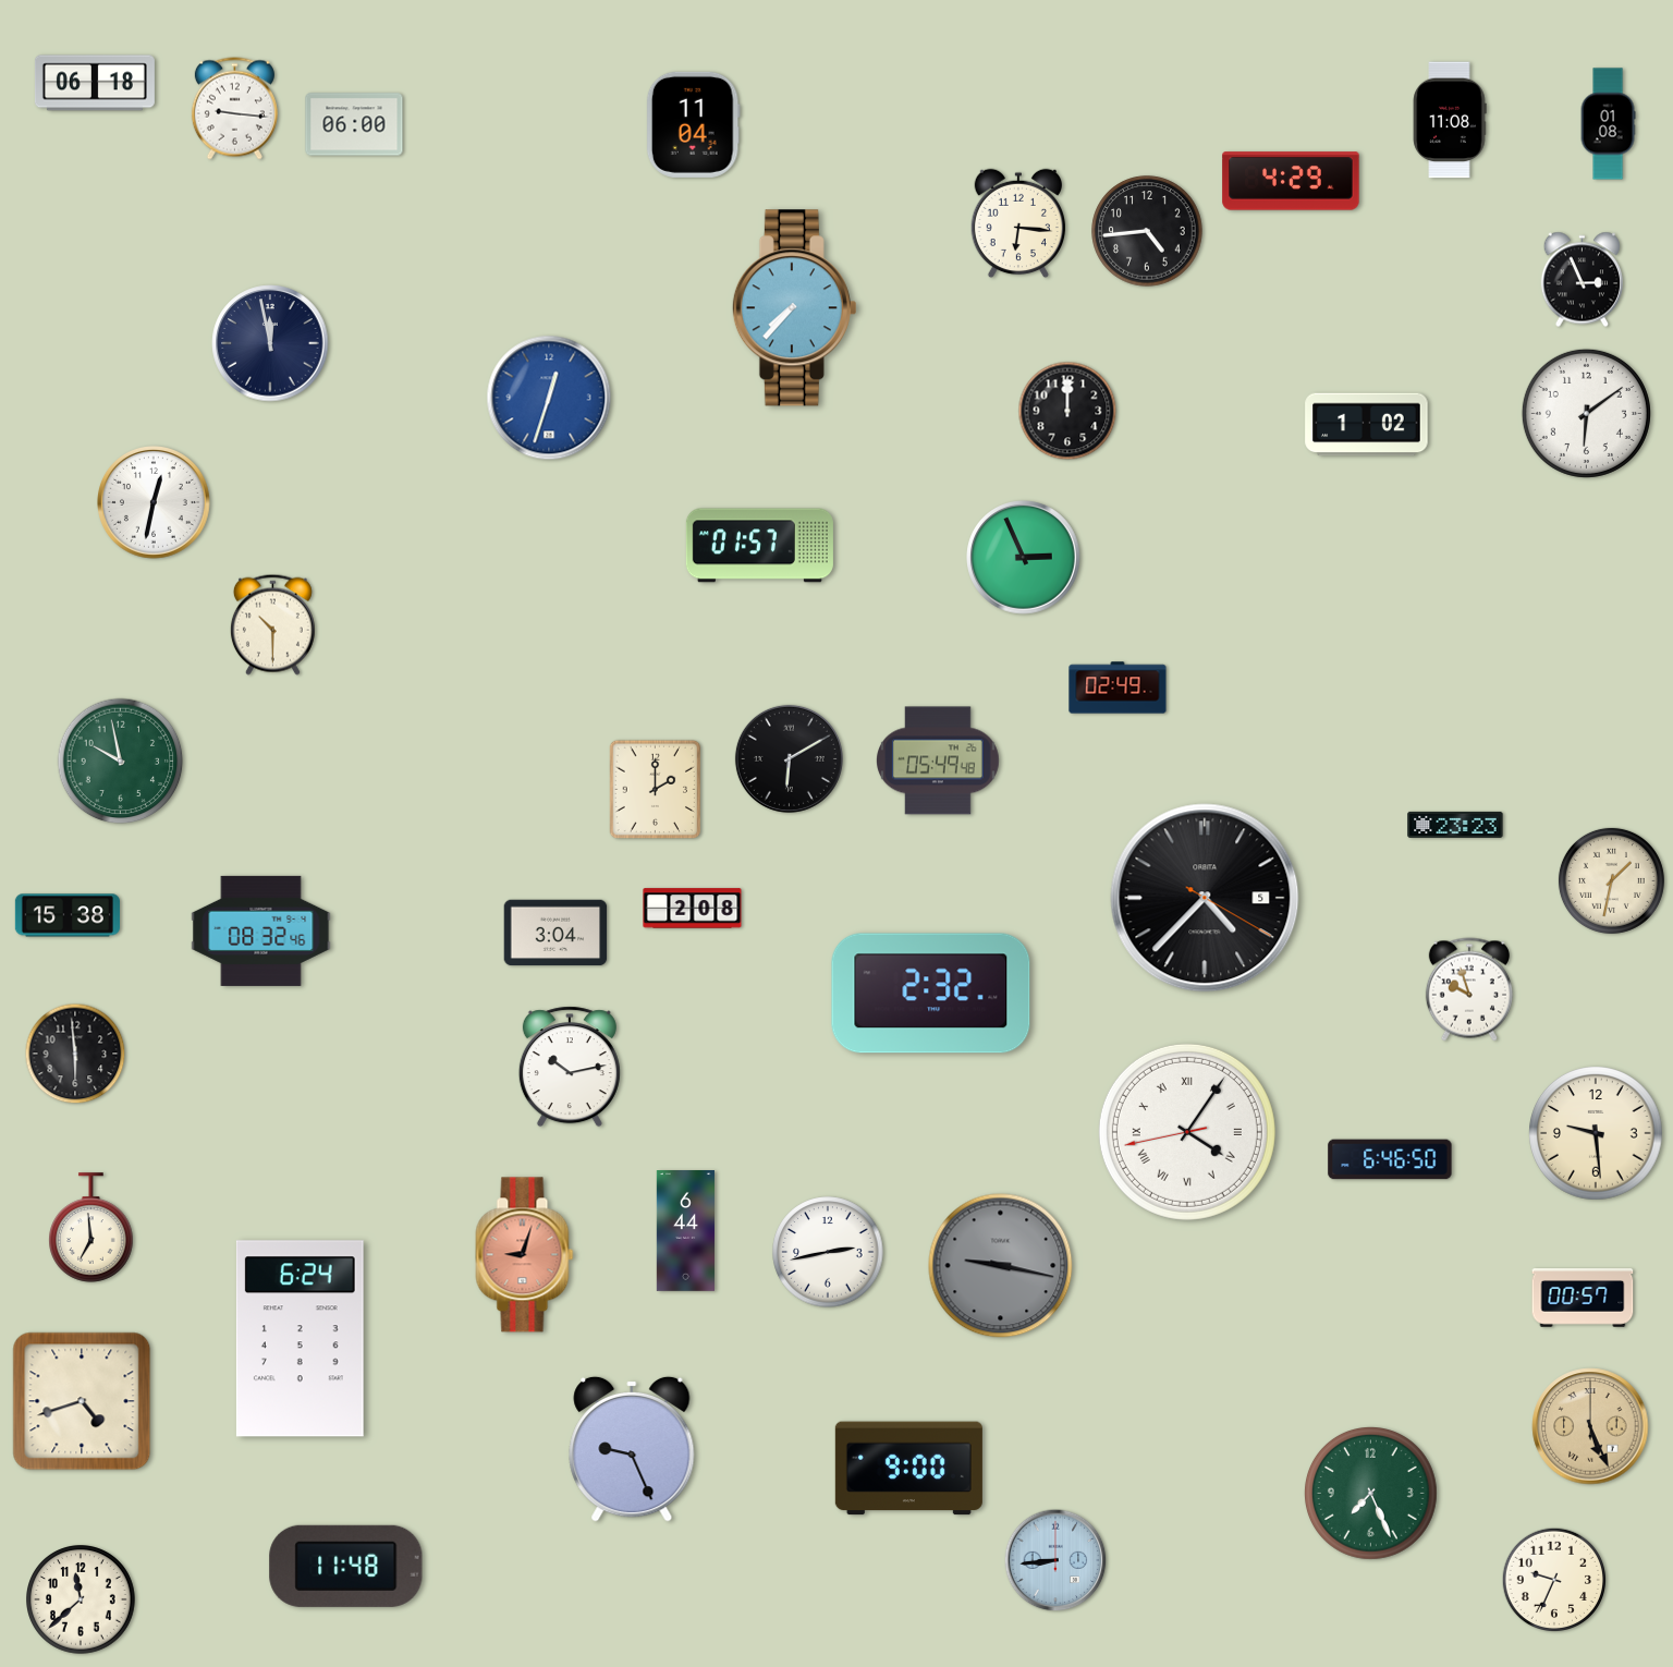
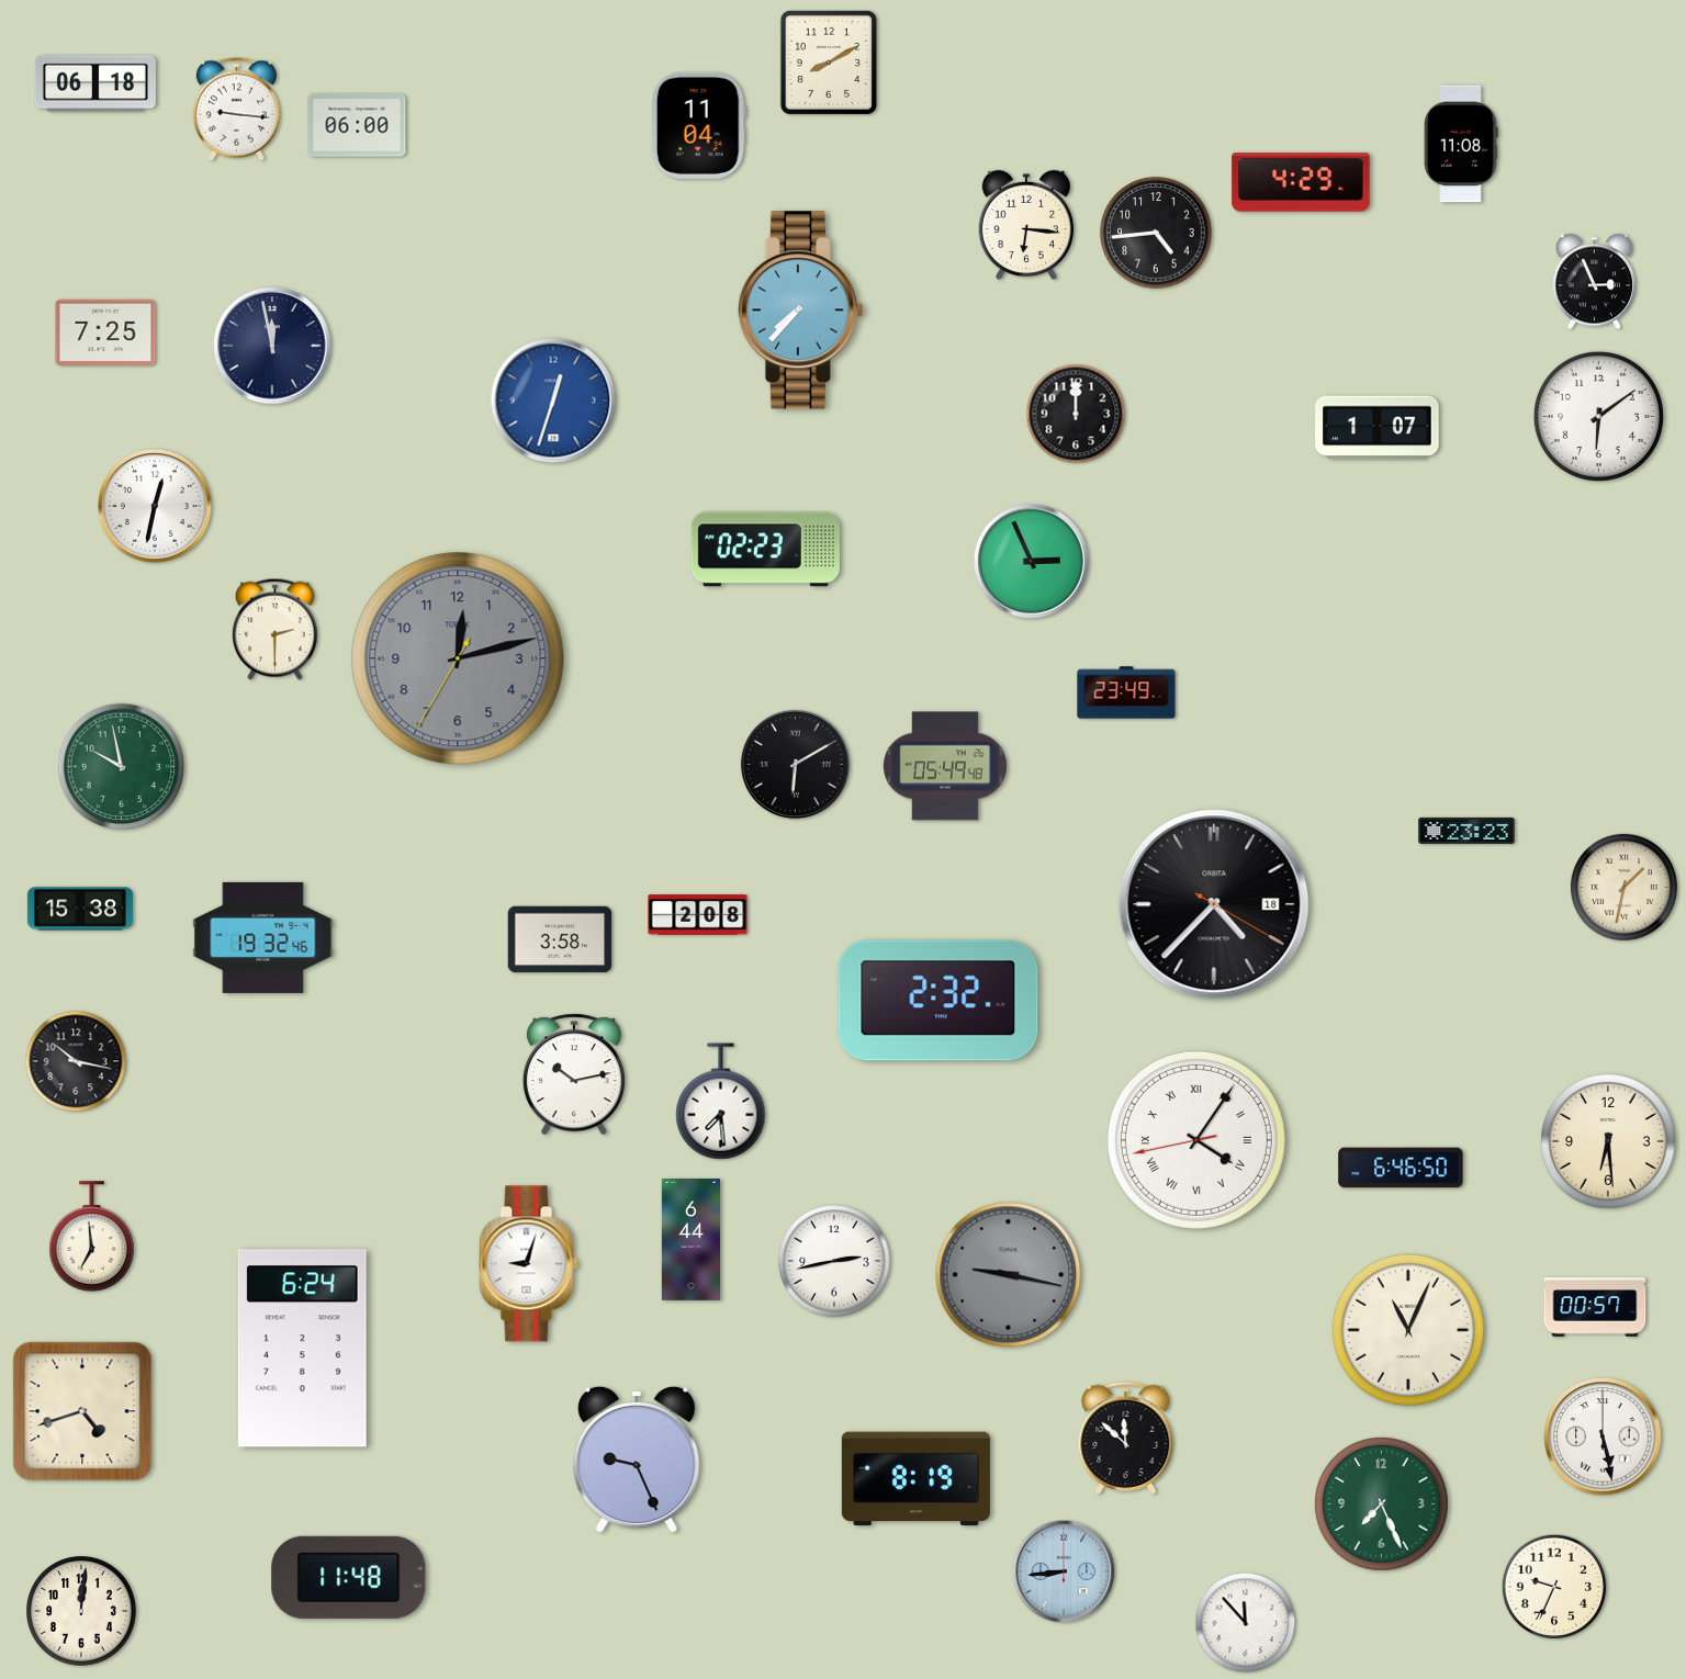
clock at (829, 63): none -> 8:10
clock at (1450, 120) position: (1450, 120) -> (1461, 144)
clock at (1608, 124): 01:08 -> none
clock at (105, 331): none -> 7:25
clock at (1367, 425): 1:02 -> 1:07
clock at (759, 546): 01:57 -> 02:23
clock at (272, 624): 10:30 -> 2:30
clock at (458, 658): none -> 12:12
clock at (1118, 688): 02:49 -> 23:49
clock at (656, 790): 2:00 -> none
clock at (1205, 898) date: 5 -> 18
clock at (68, 915) position: (68, 915) -> (80, 909)
clock at (261, 930): 08:32 -> 19:32
clock at (555, 933): 3:04 -> 3:58
clock at (1469, 989): 9:57 -> none
clock at (75, 1054): 5:59 -> 10:17
clock at (721, 1102): none -> 7:29
clock at (1596, 1133): 9:29 -> 6:29
clock at (525, 1255) dial: salmon -> white
clock at (1408, 1330): none -> 11:04
clock at (1590, 1426): 5:26 -> 5:28
clock at (1590, 1426) dial: champagne -> white
clock at (1126, 1438): none -> 11:52
clock at (908, 1469): 9:00 -> 8:19
clock at (1554, 1580) position: (1554, 1580) -> (1554, 1587)
clock at (82, 1601): 11:38 -> 12:01
clock at (1246, 1623): none -> 11:53
